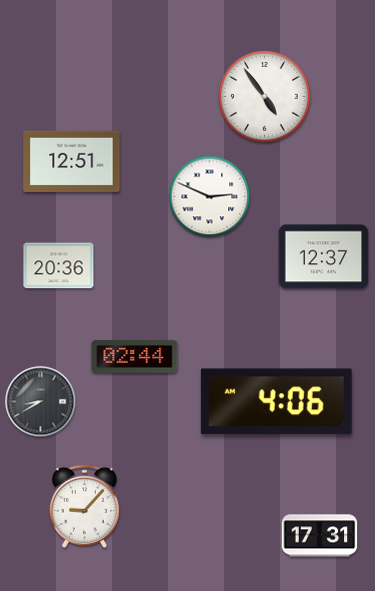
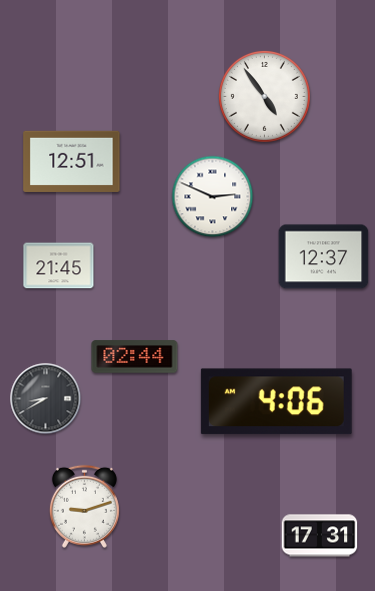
clock at (210, 197) position: (210, 197) -> (213, 197)
clock at (59, 266): 20:36 -> 21:45
clock at (41, 402) position: (41, 402) -> (46, 399)
clock at (84, 506): 9:07 -> 9:12
